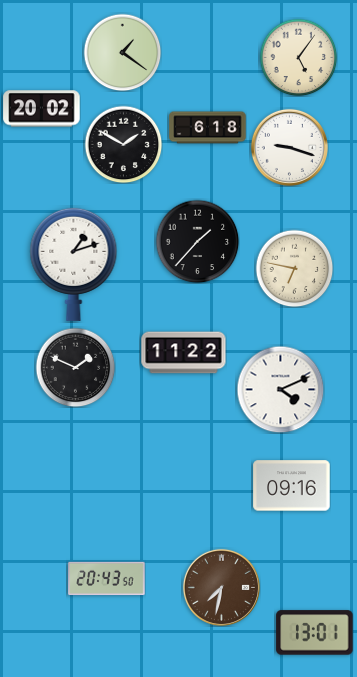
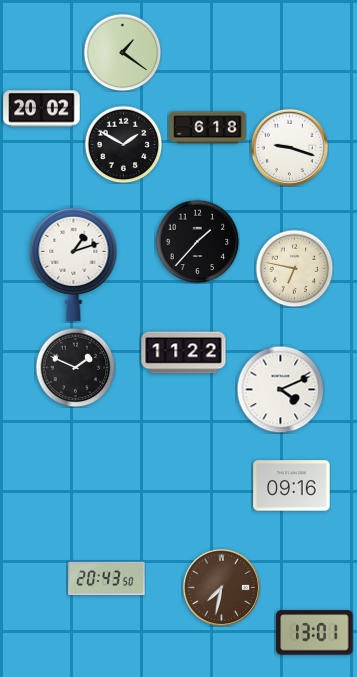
clock at (298, 57): 5:06 -> none
